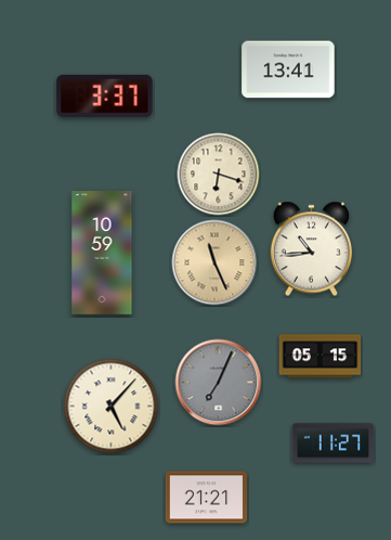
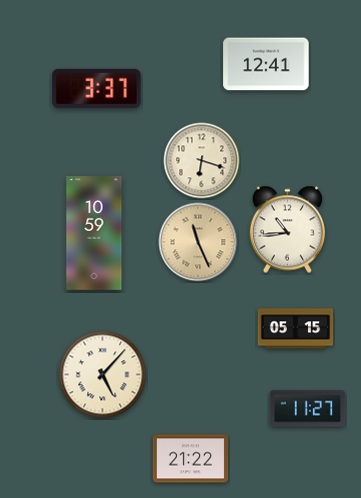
clock at (288, 69): 13:41 -> 12:41
clock at (219, 383): 7:04 -> none
clock at (207, 498): 21:21 -> 21:22
